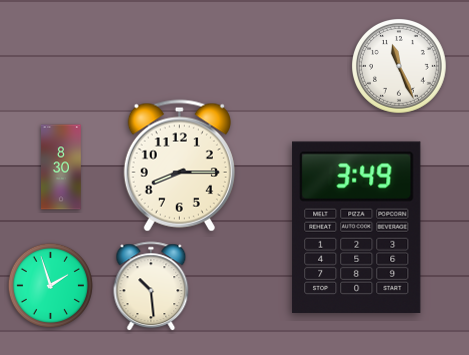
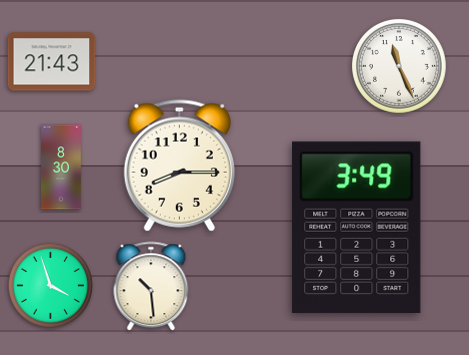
clock at (52, 62): none -> 21:43
clock at (50, 285): 1:57 -> 3:57
